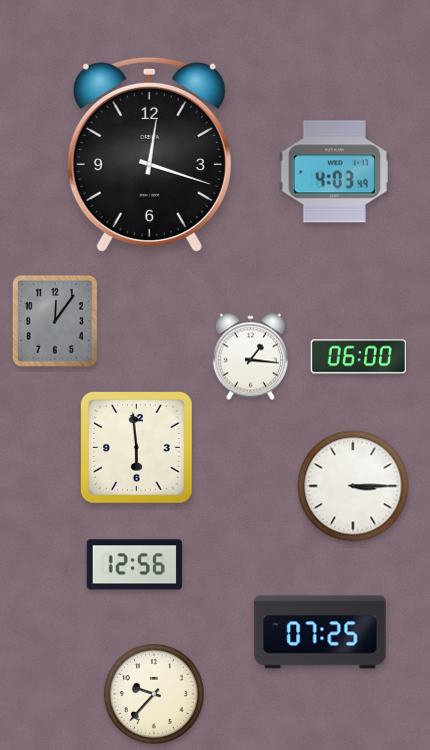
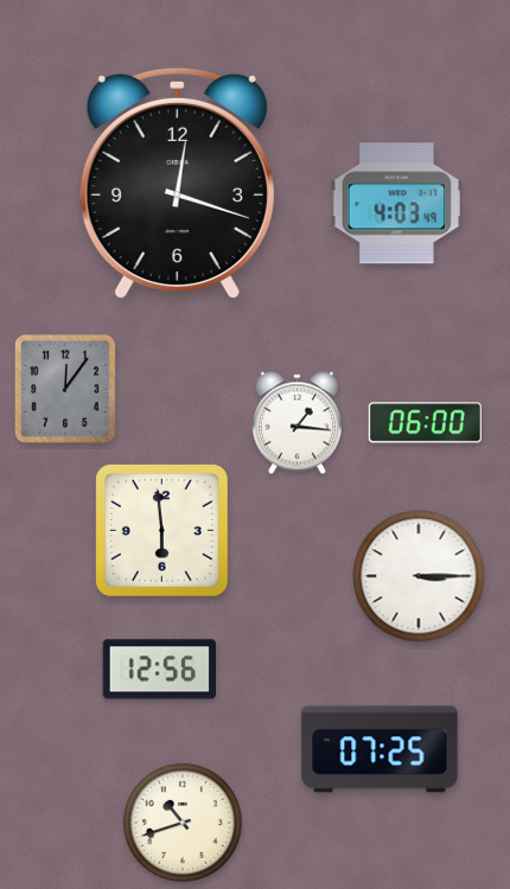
clock at (55, 321) position: (55, 321) -> (65, 389)
clock at (154, 694): 9:37 -> 10:42
